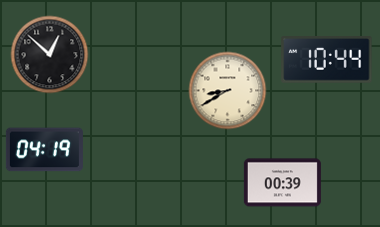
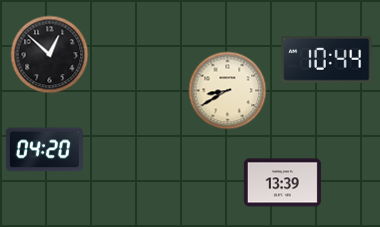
clock at (44, 150): 04:19 -> 04:20
clock at (282, 183): 00:39 -> 13:39
